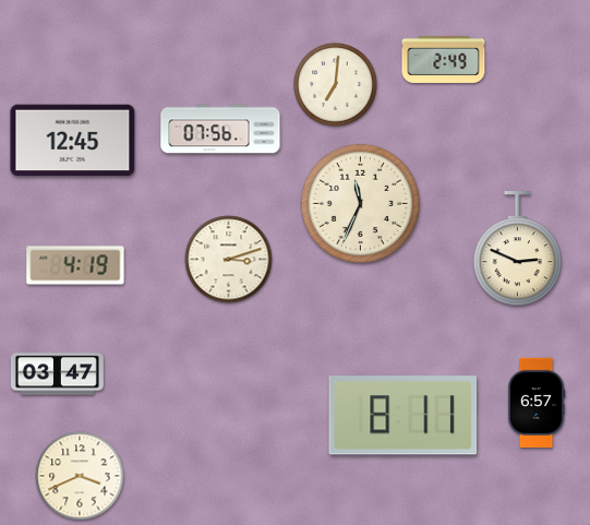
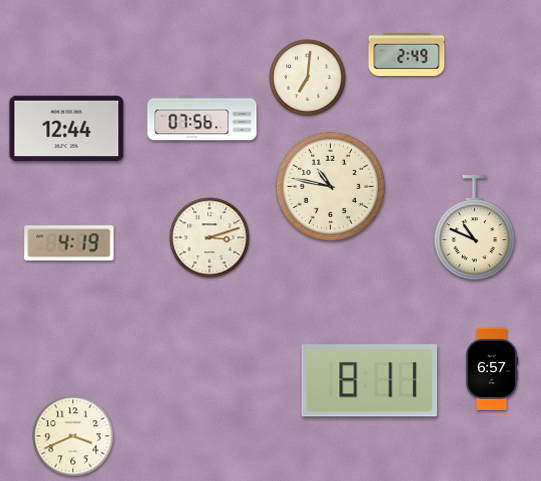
clock at (73, 141): 12:45 -> 12:44
clock at (360, 203): 11:34 -> 10:47
clock at (517, 250): 2:49 -> 10:49
clock at (57, 374): 03:47 -> none
